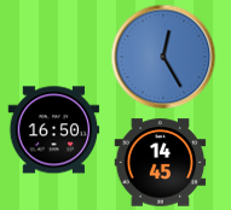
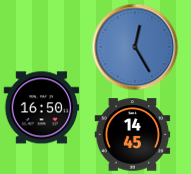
clock at (54, 130) position: (54, 130) -> (42, 108)
